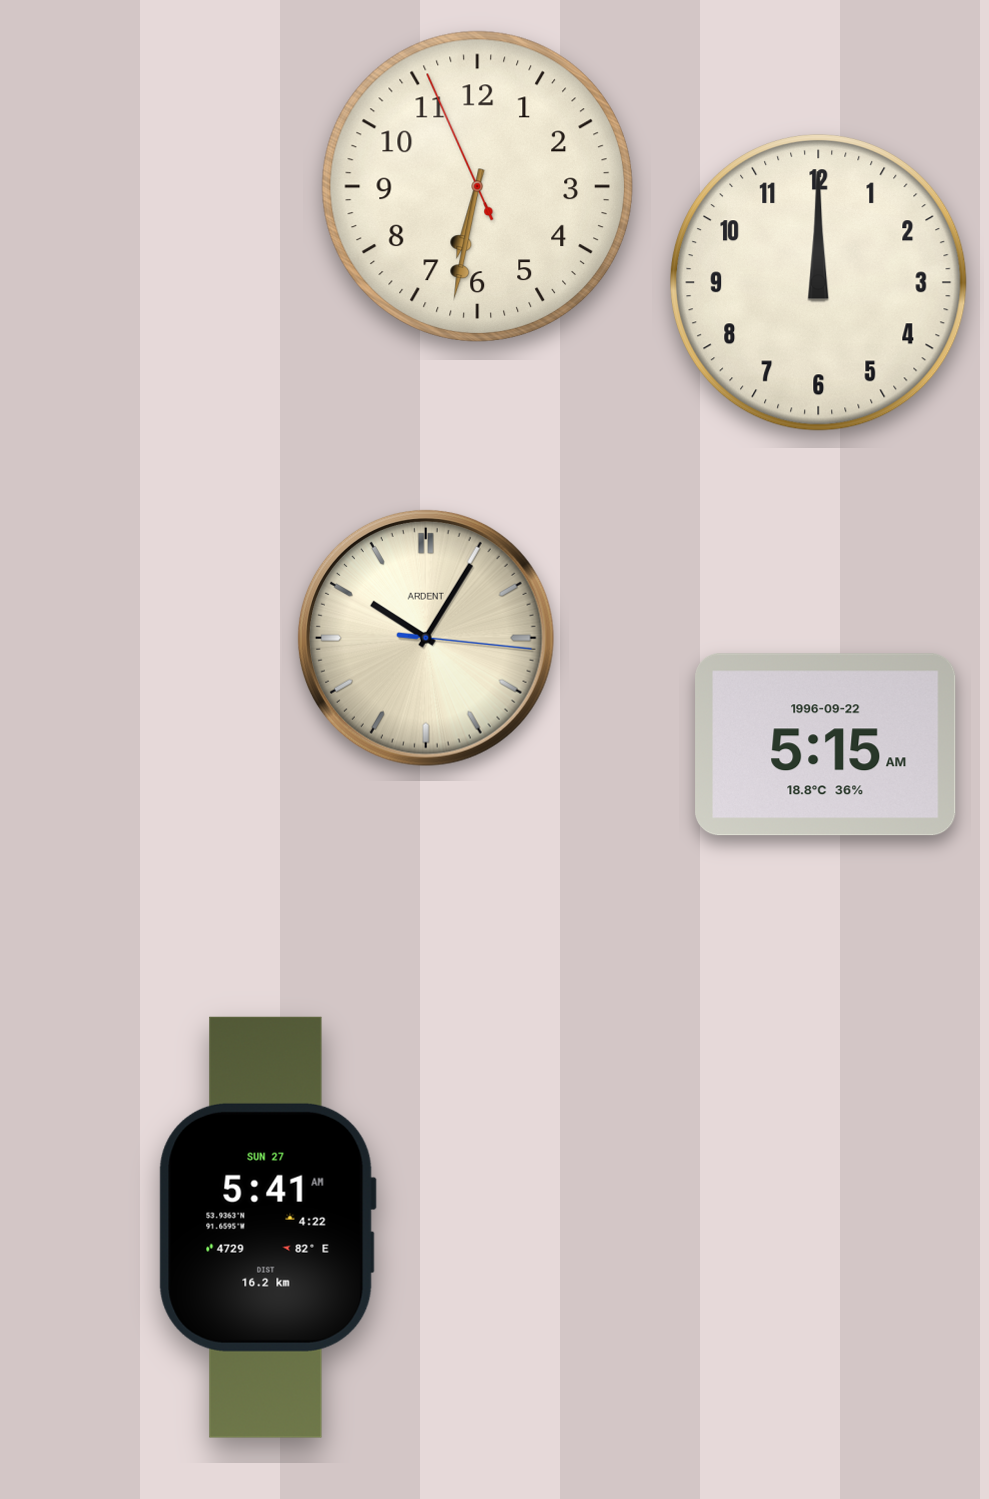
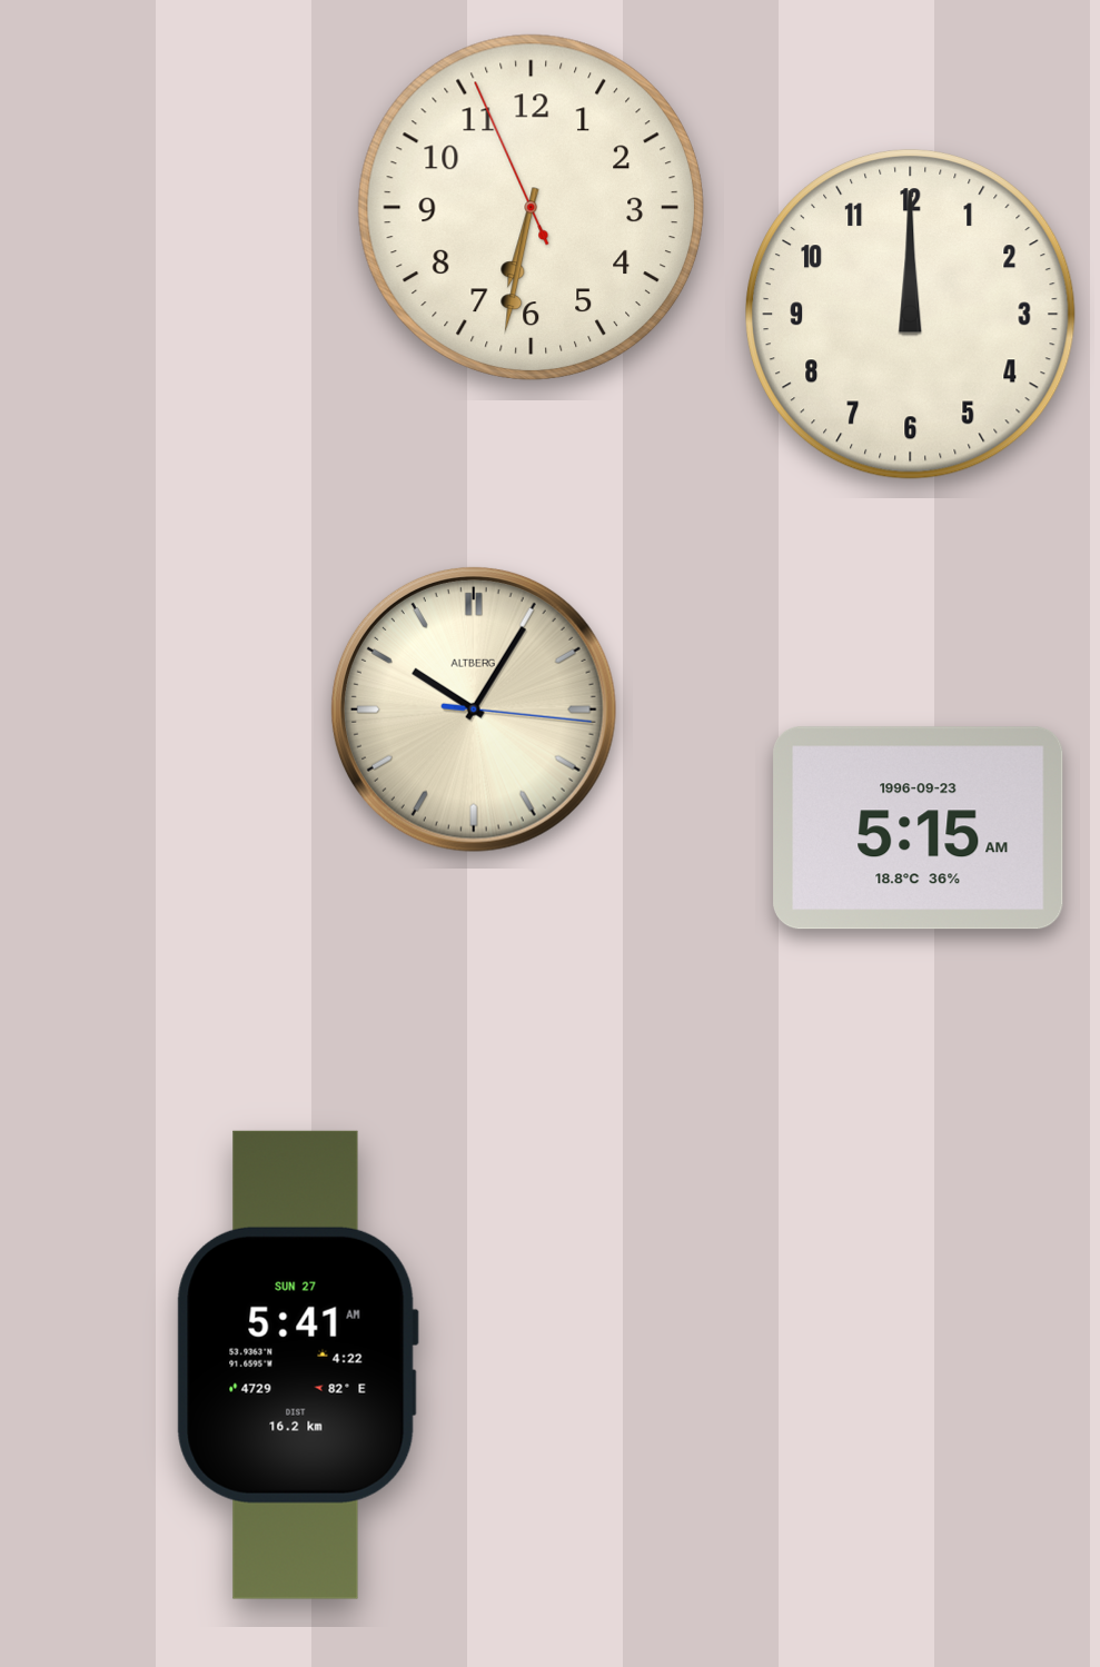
clock at (426, 638) brand: ARDENT -> ALTBERG
clock at (826, 745) date: 1996-09-22 -> 1996-09-23
